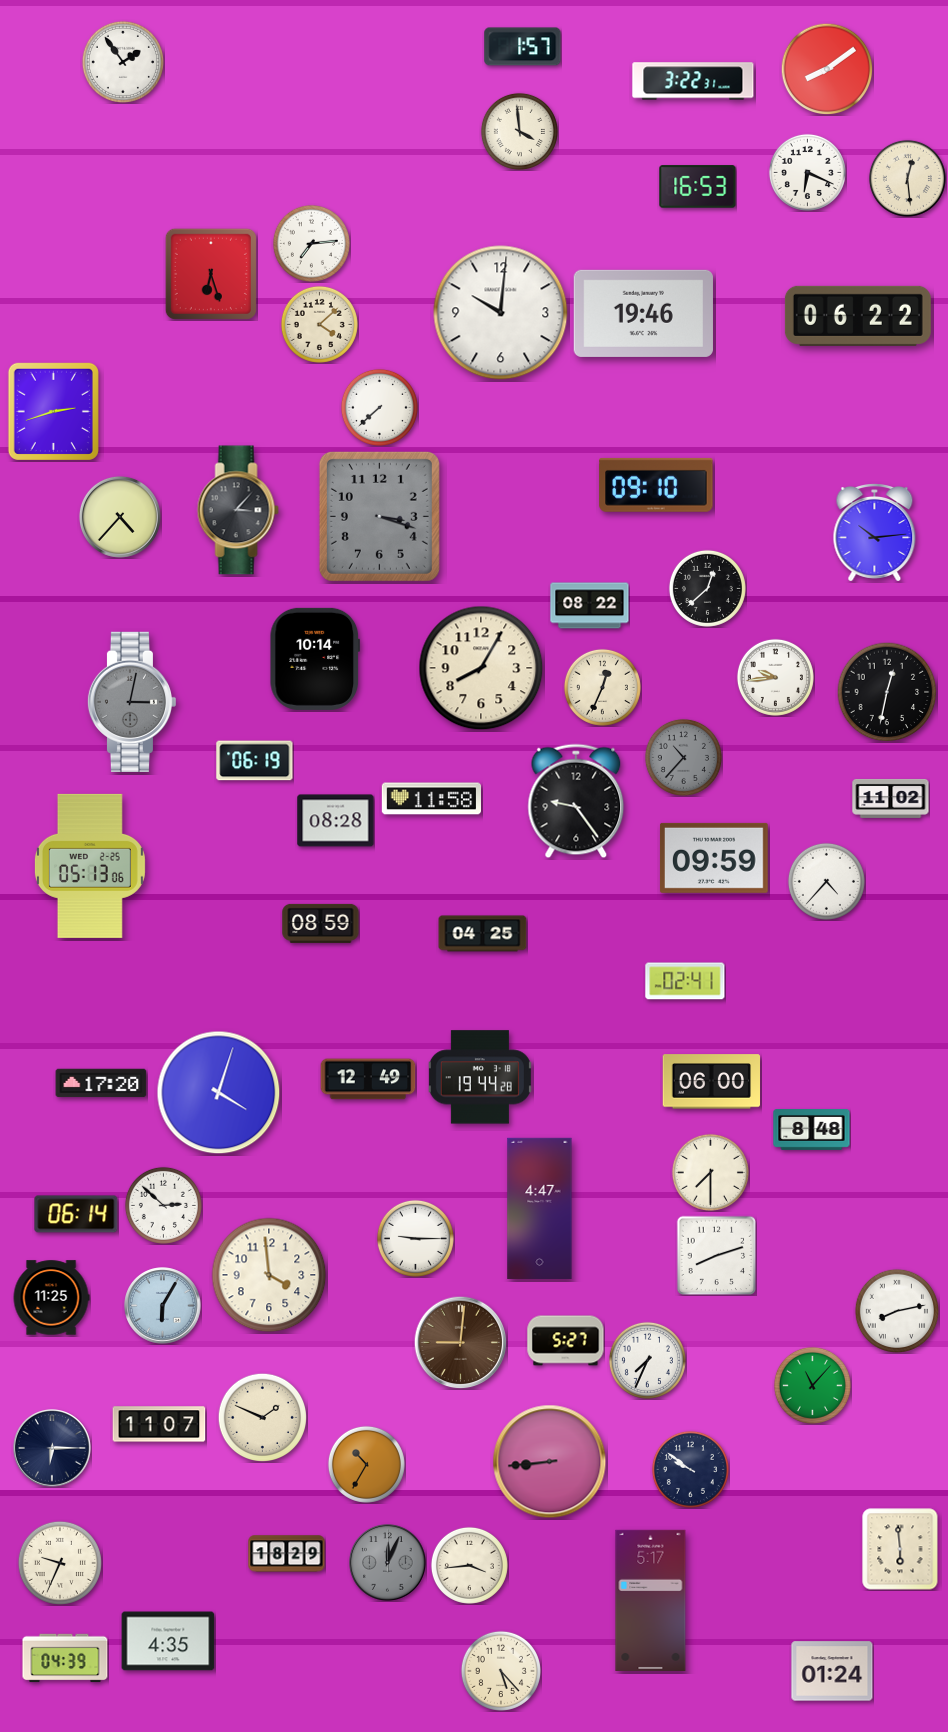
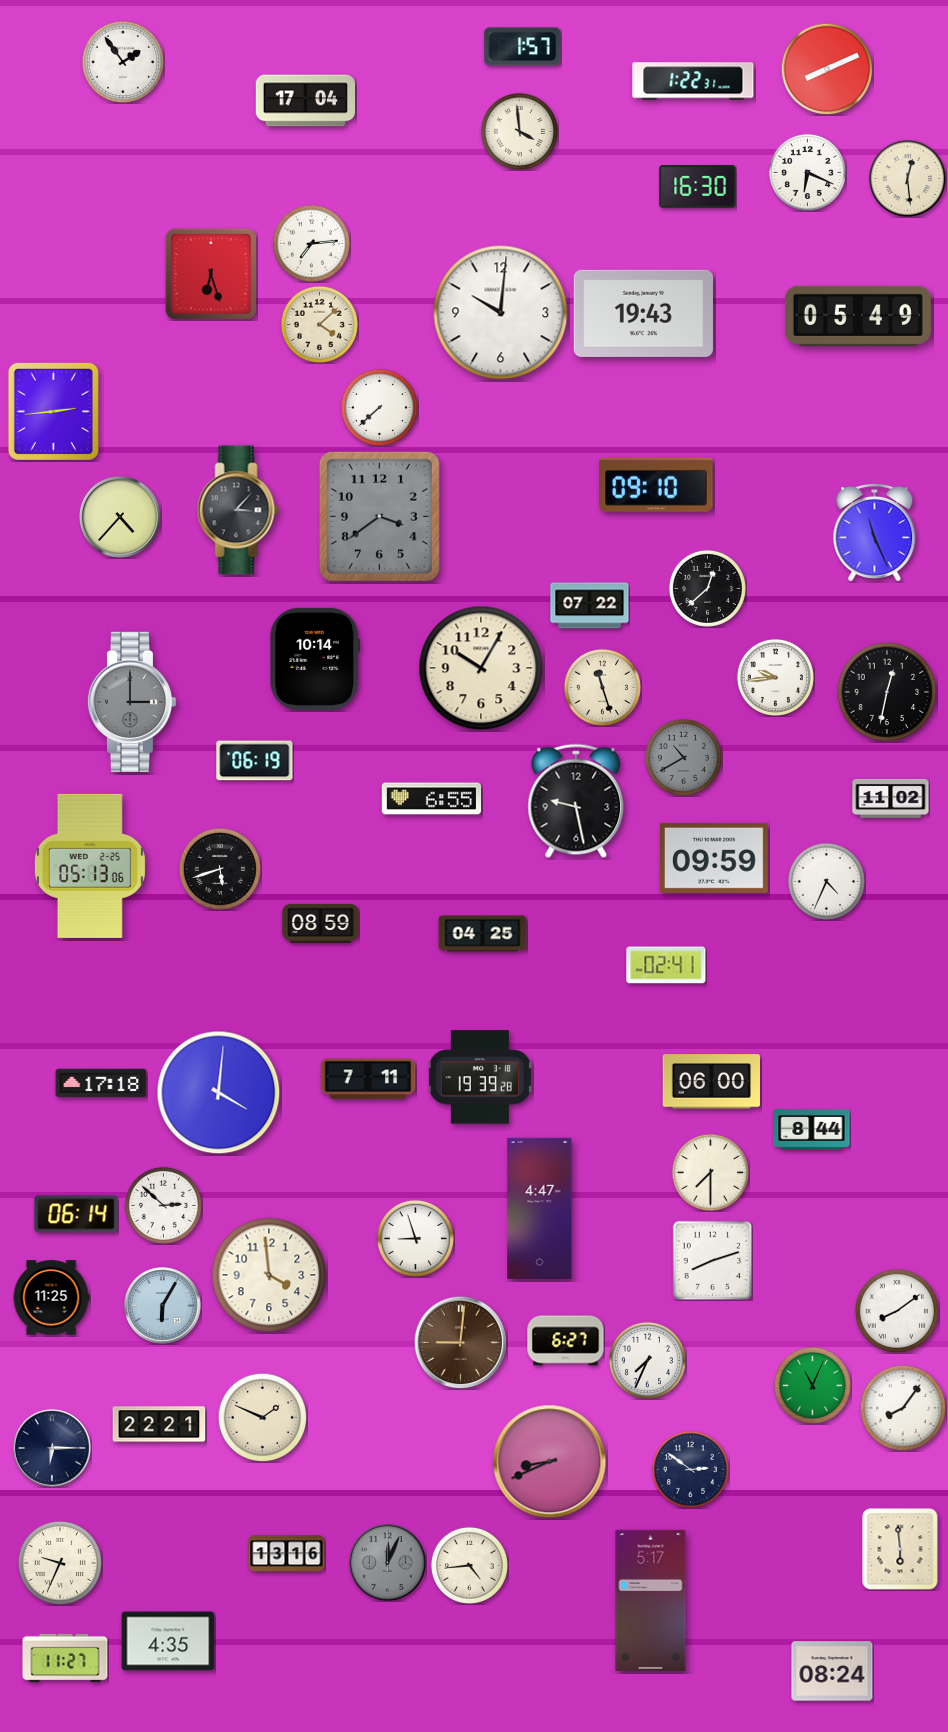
clock at (827, 69): 8:09 -> 8:11
clock at (693, 81): 3:22 -> 1:22
clock at (305, 101): none -> 17:04
clock at (698, 187): 16:53 -> 16:30
clock at (643, 313): 19:46 -> 19:43
clock at (858, 316): 06:22 -> 05:49
clock at (53, 411): 2:42 -> 2:44
clock at (379, 516): 3:18 -> 3:39
clock at (875, 533): 10:14 -> 11:26
clock at (590, 606): 08:22 -> 07:22
clock at (481, 668): 8:05 -> 10:05
clock at (602, 687): 12:34 -> 11:27
clock at (131, 702): 3:02 -> 3:00
clock at (683, 757): 10:37 -> 10:40
clock at (431, 799): 11:58 -> 6:55
clock at (576, 801): 9:24 -> 9:28
clock at (336, 821): 08:28 -> none
clock at (220, 869): none -> 5:42
clock at (826, 881): 4:37 -> 4:34
clock at (685, 981) position: (685, 981) -> (666, 965)
clock at (480, 1077): 19:44 -> 19:39
clock at (368, 1079): 12:49 -> 7:11
clock at (101, 1083): 17:20 -> 17:18
clock at (219, 1093): 4:03 -> 4:01
clock at (812, 1130): 8:48 -> 8:44
clock at (415, 1238): 9:15 -> 8:57
clock at (716, 1255) position: (716, 1255) -> (712, 1260)
clock at (897, 1311): 8:13 -> 8:09
clock at (566, 1341): 5:27 -> 6:27
clock at (812, 1385): 11:07 -> 11:04
clock at (902, 1407): none -> 8:06
clock at (159, 1424): 11:07 -> 22:21
clock at (550, 1462): 8:44 -> 8:41
clock at (366, 1464): 10:35 -> none
clock at (690, 1469): 9:51 -> 2:51
clock at (287, 1554): 18:29 -> 13:16
clock at (469, 1565): 3:44 -> 4:44
clock at (65, 1658): 04:39 -> 11:27
clock at (501, 1671): 5:23 -> none
clock at (832, 1671): 01:24 -> 08:24
